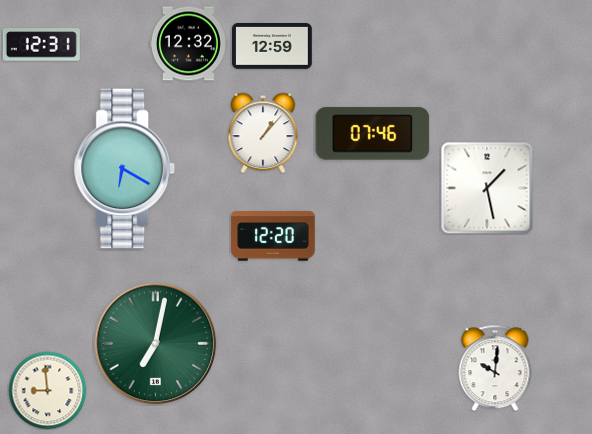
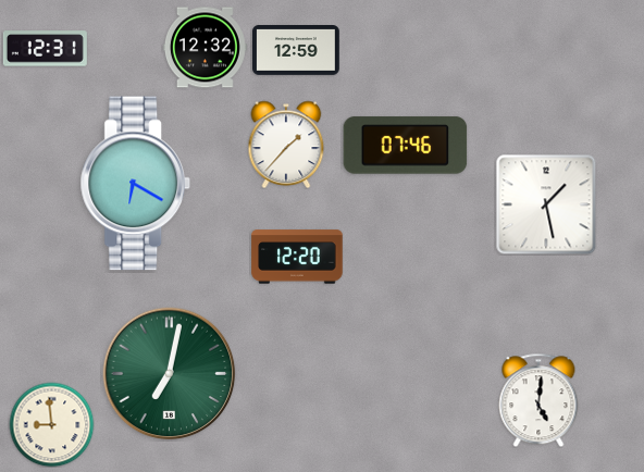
clock at (263, 133): 1:07 -> 1:37
clock at (487, 188) position: (487, 188) -> (546, 204)
clock at (495, 368): 10:01 -> 5:01
